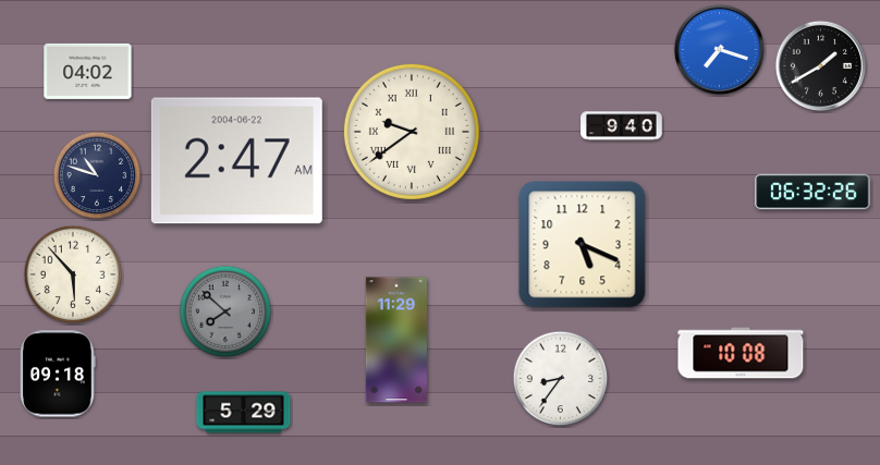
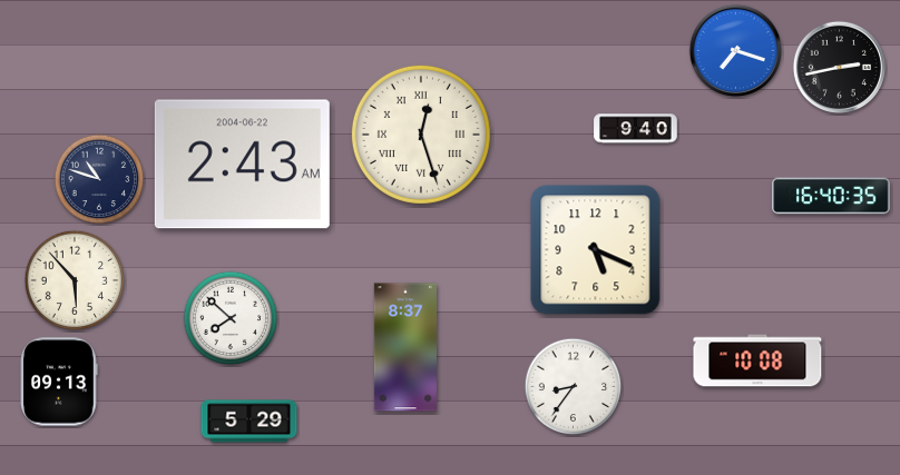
clock at (820, 65): 1:40 -> 2:43
clock at (88, 71): 04:02 -> none
clock at (412, 132): 9:39 -> 12:27
clock at (236, 161): 2:47 -> 2:43
clock at (812, 192): 06:32 -> 16:40
clock at (225, 311) dial: grey -> white
clock at (396, 340): 11:29 -> 8:37
clock at (58, 374): 09:18 -> 09:13
